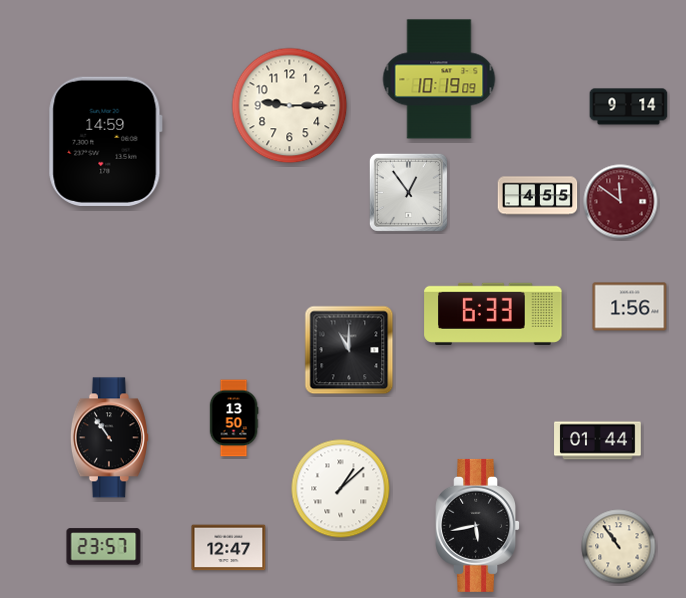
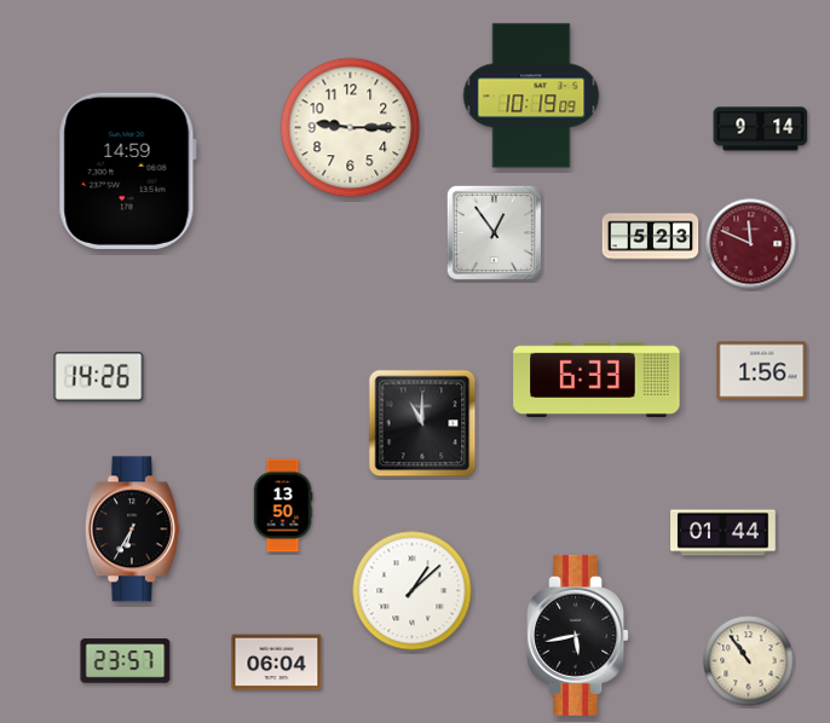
clock at (538, 196): 4:55 -> 5:23
clock at (621, 202): 11:51 -> 11:49
clock at (99, 376): none -> 14:26
clock at (109, 438): 10:54 -> 6:35
clock at (229, 548): 12:47 -> 06:04
